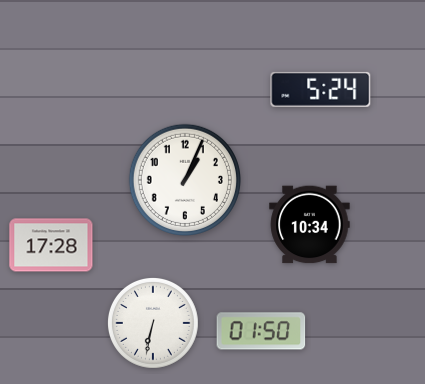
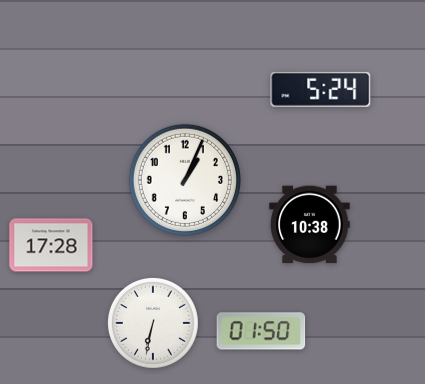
clock at (310, 225): 10:34 -> 10:38
